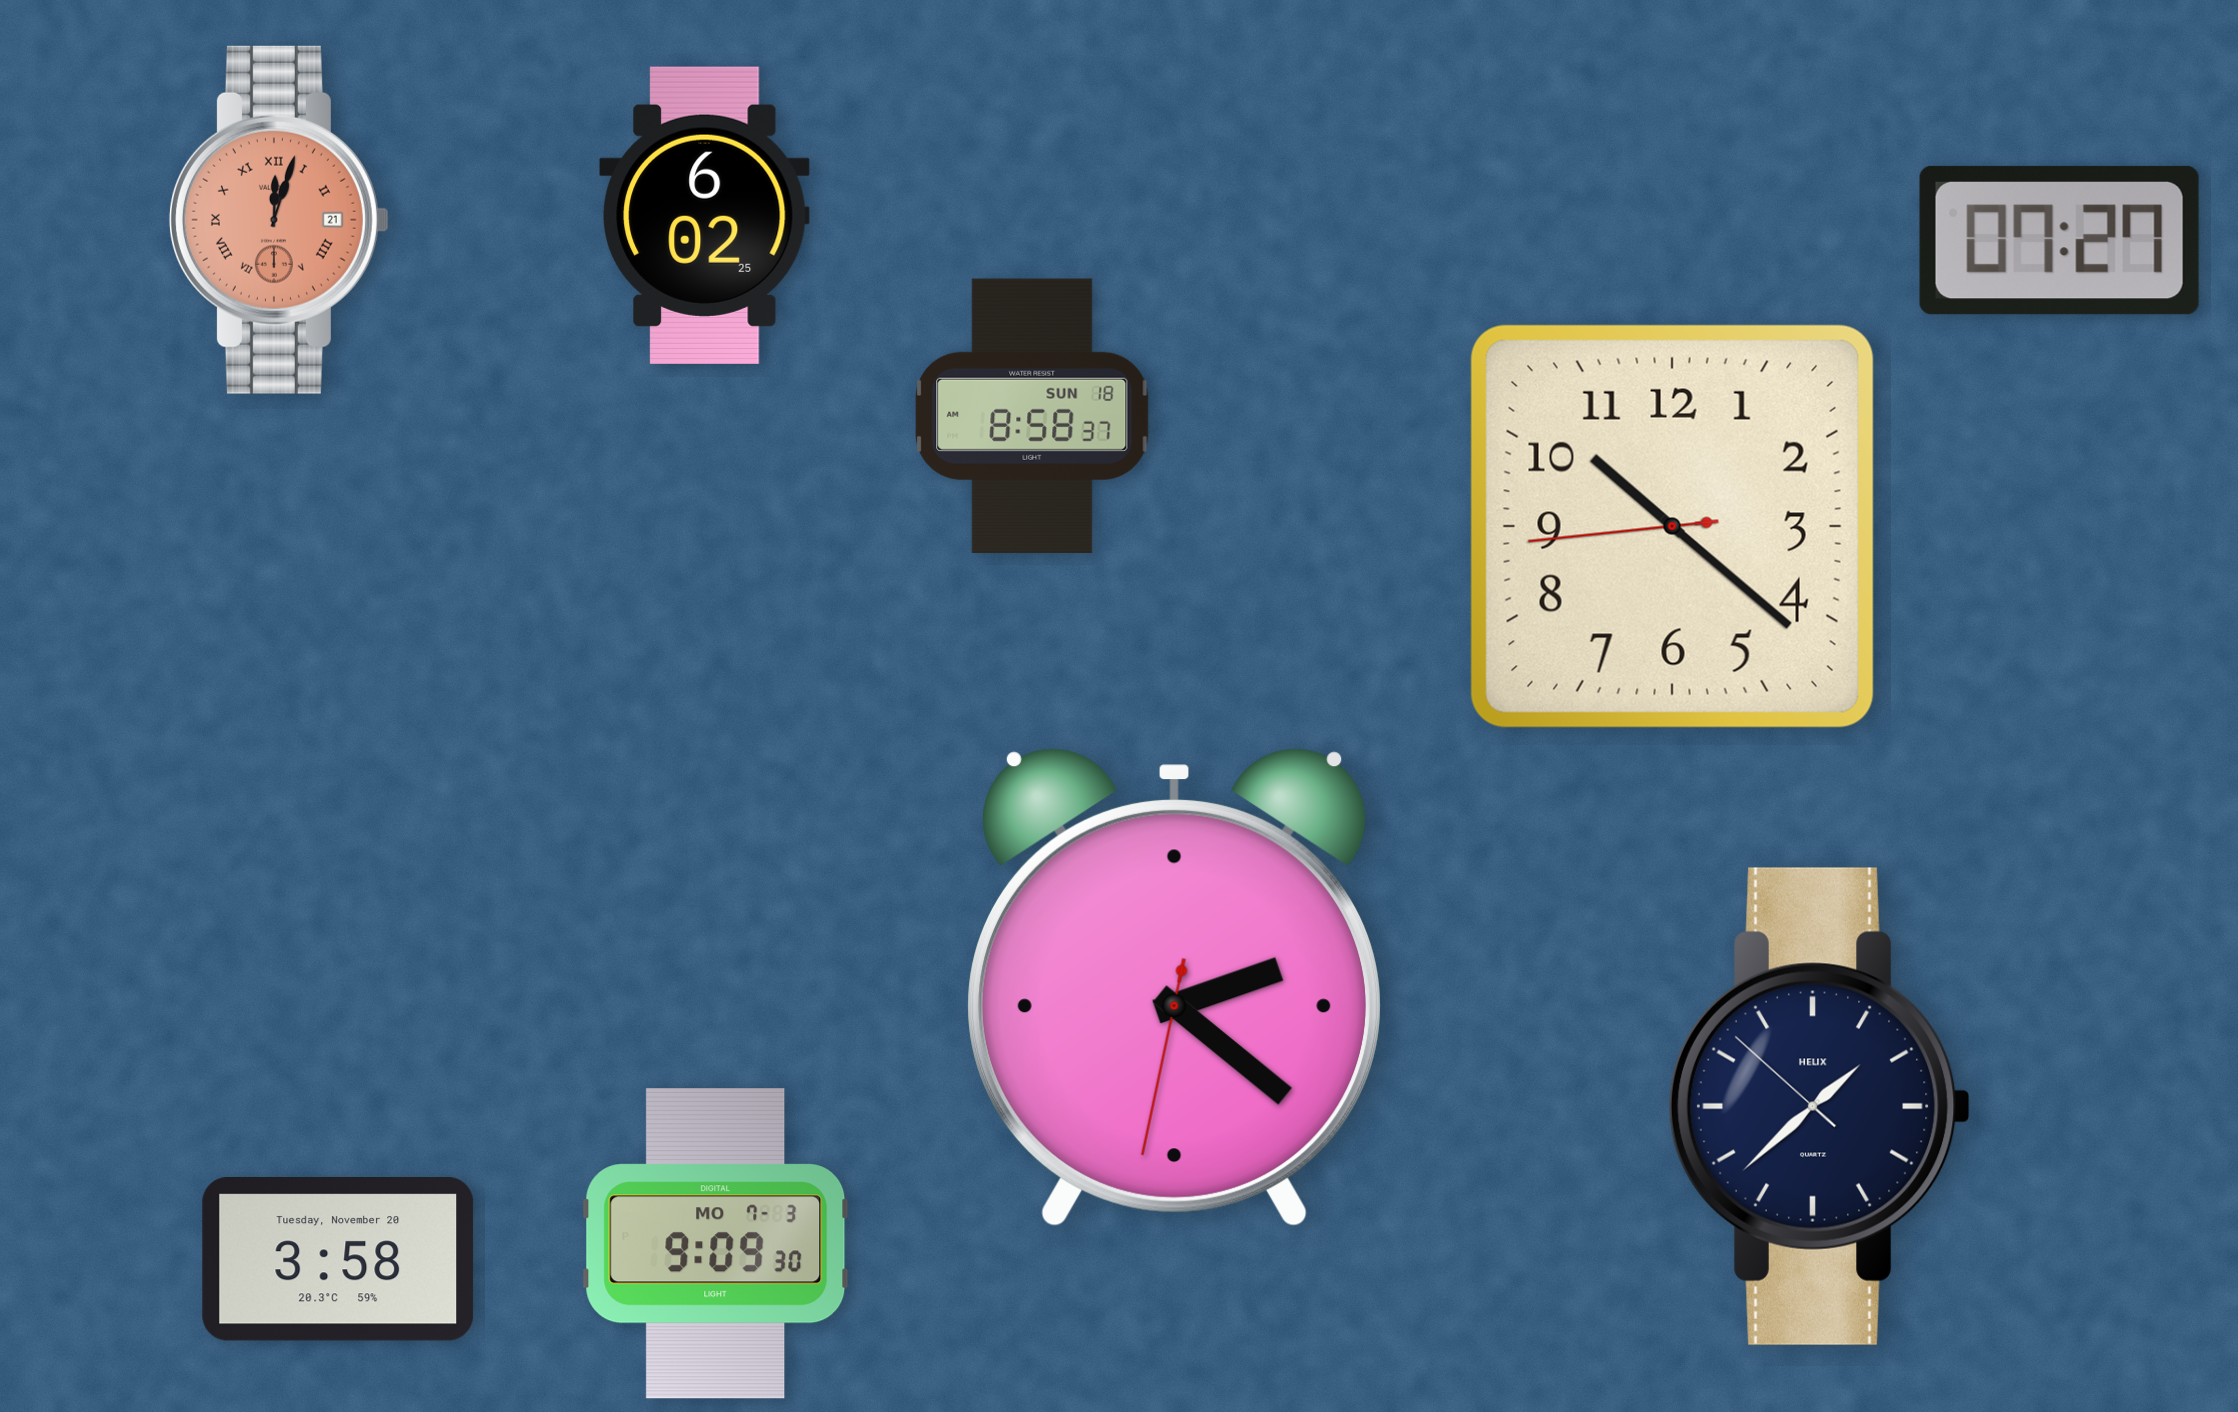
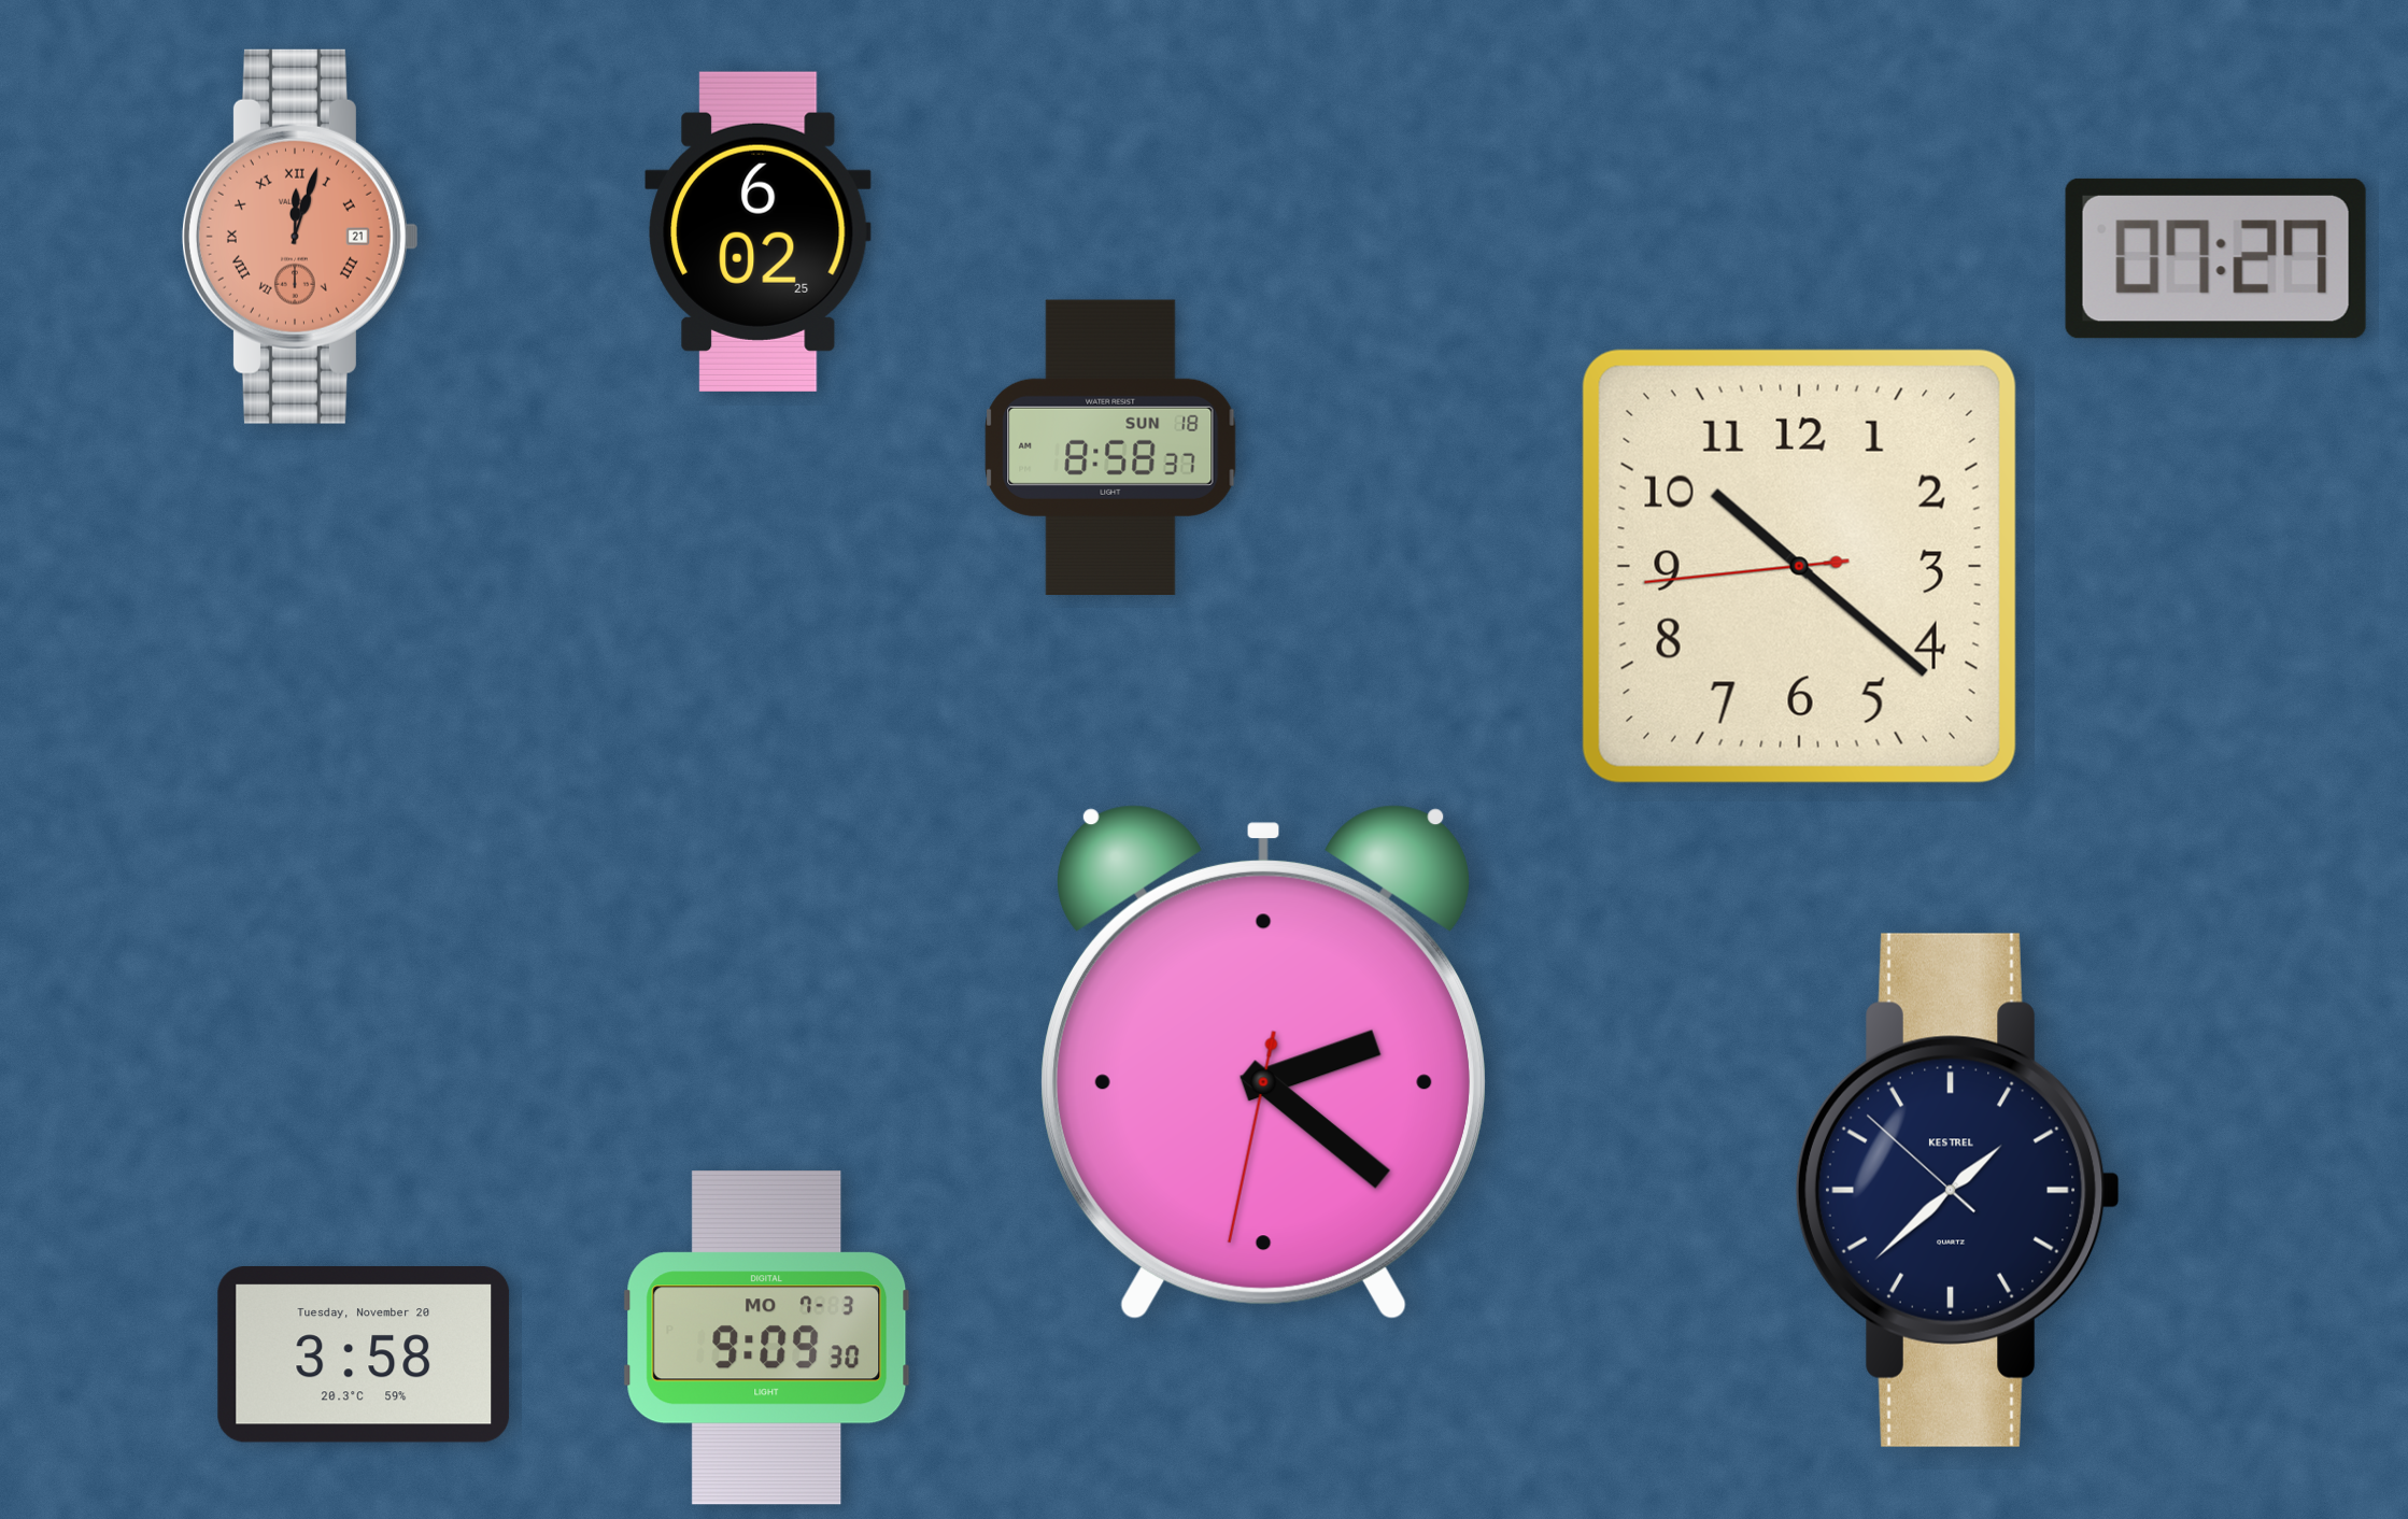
clock at (1820, 1106) brand: HELIX -> KESTREL
clock at (716, 1244) position: (716, 1244) -> (767, 1338)
